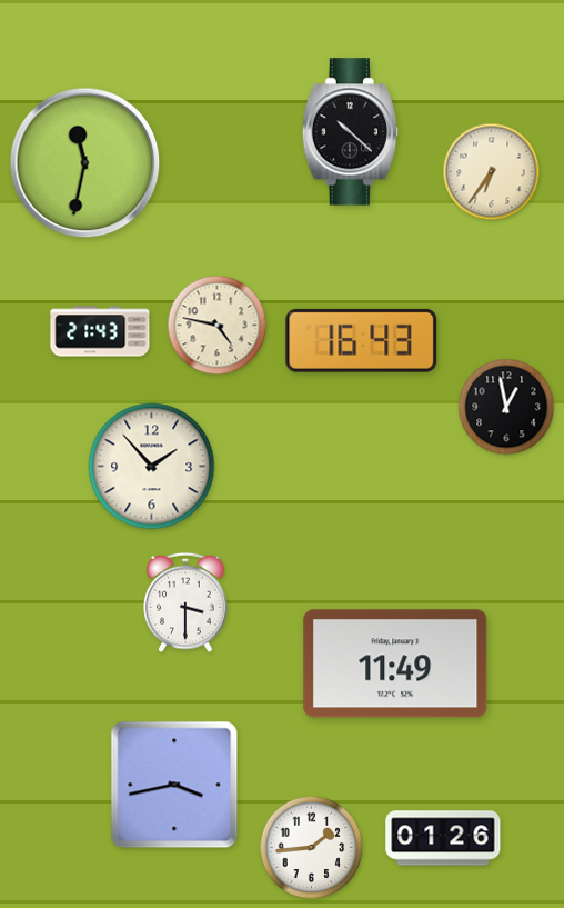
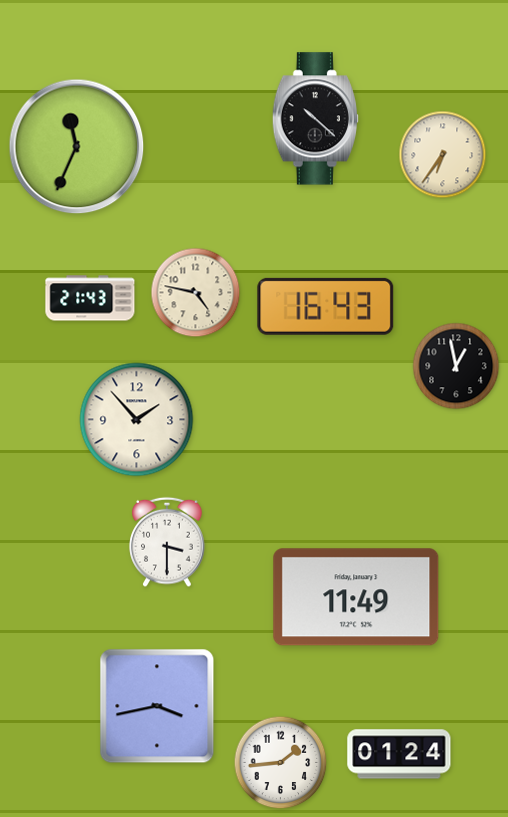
clock at (85, 163): 11:32 -> 11:34
clock at (443, 838): 01:26 -> 01:24
